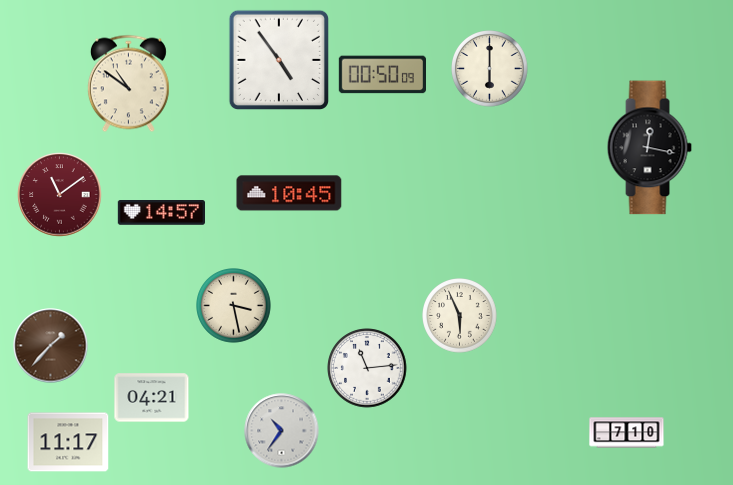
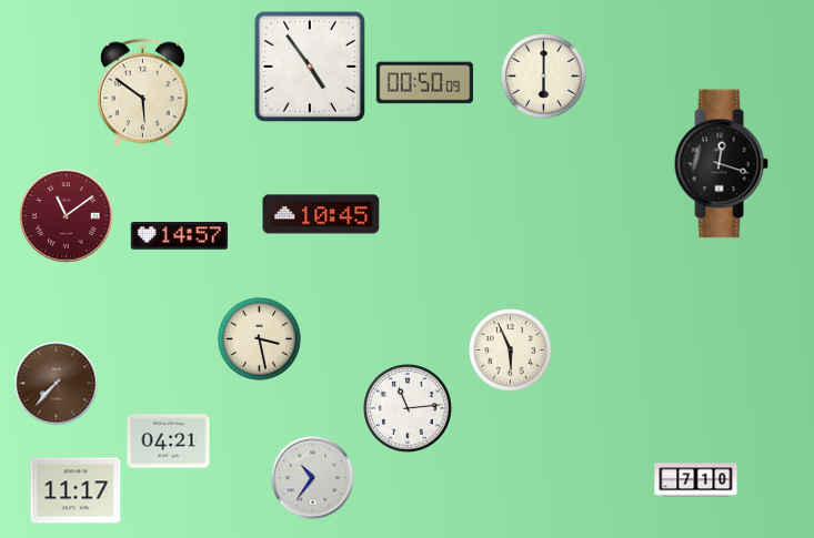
clock at (128, 84): 10:51 -> 5:51
clock at (649, 148): 12:17 -> 12:18
clock at (51, 346): 1:37 -> 7:37
